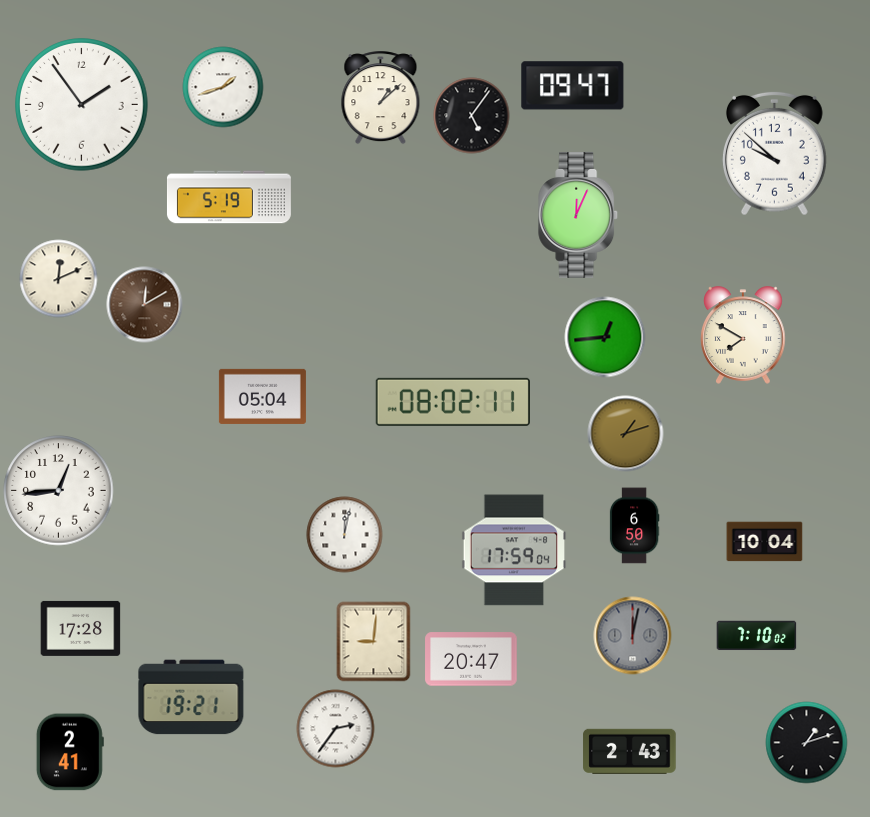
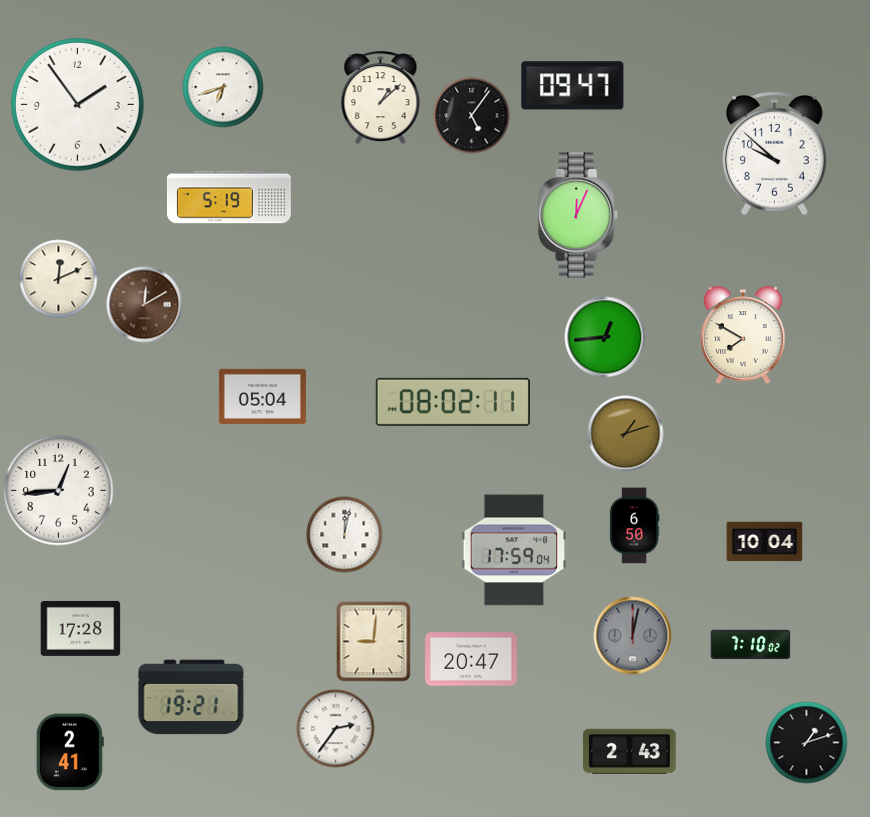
clock at (223, 87): 1:42 -> 6:42
clock at (82, 105) position: (82, 105) -> (78, 105)
clock at (757, 636) position: (757, 636) -> (751, 645)
